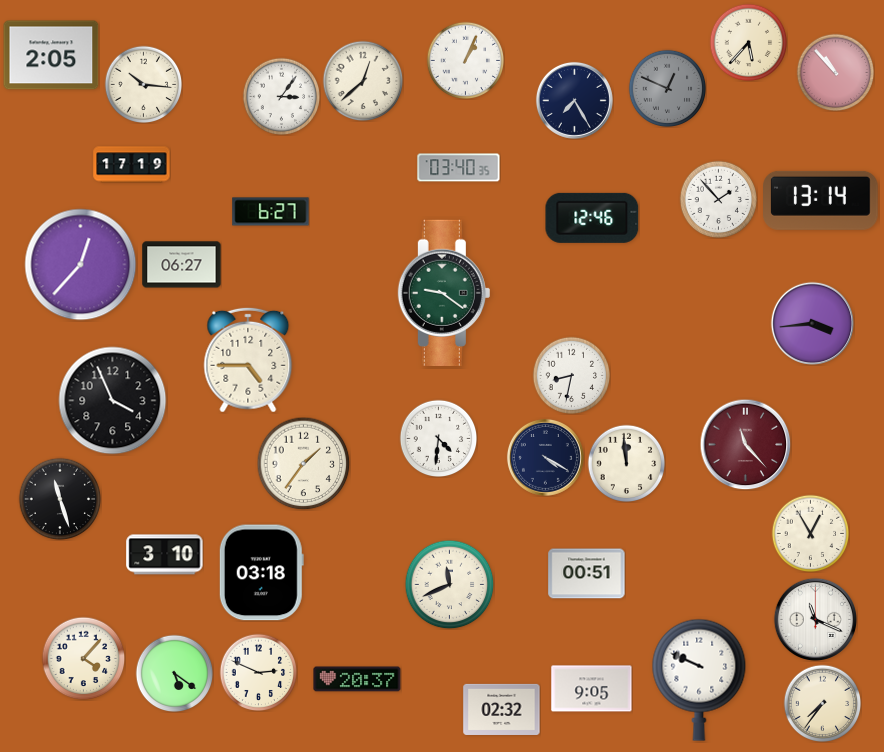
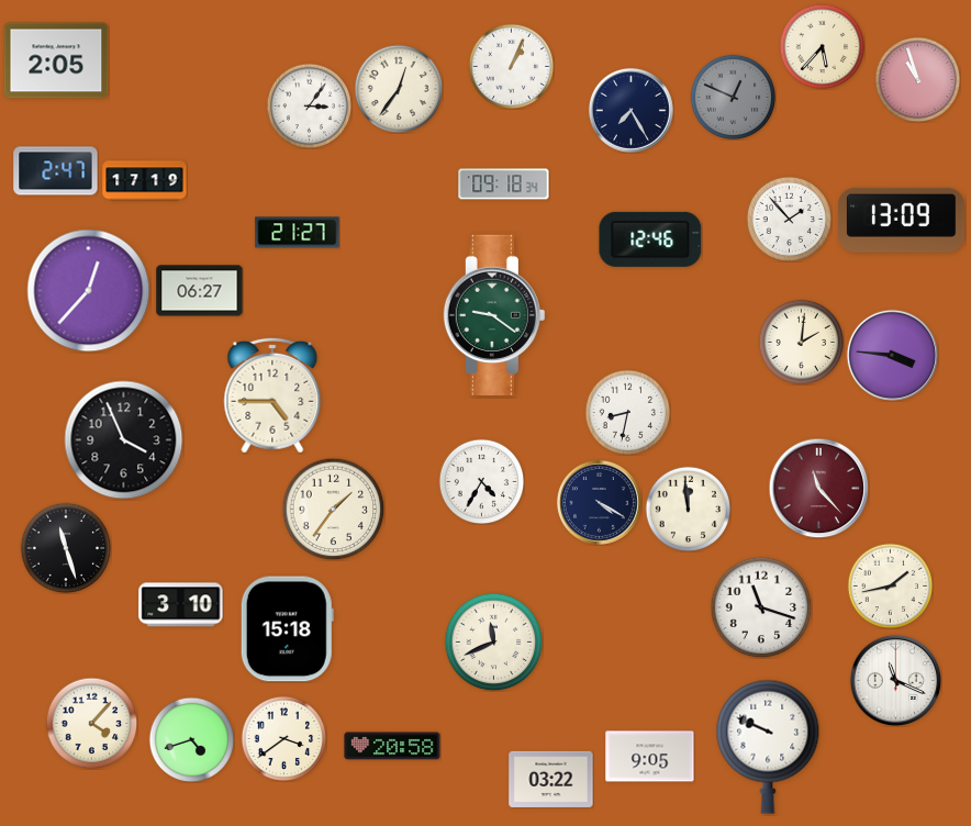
clock at (835, 72): 10:53 -> 10:57
clock at (363, 81): 12:38 -> 12:36
clock at (143, 84): 10:16 -> none
clock at (56, 171): none -> 2:47
clock at (459, 168): 03:40 -> 09:18
clock at (821, 200): 13:14 -> 13:09
clock at (271, 212): 6:27 -> 21:27
clock at (444, 292) position: (444, 292) -> (494, 314)
clock at (801, 342): none -> 2:01
clock at (812, 323): 3:44 -> 3:46
clock at (438, 438): 4:31 -> 4:35
clock at (810, 533): 12:55 -> 1:43
clock at (761, 607): none -> 11:18
clock at (165, 555) position: (165, 555) -> (181, 605)
clock at (261, 573): 03:18 -> 15:18
clock at (587, 574): 00:51 -> none
clock at (258, 672): 2:49 -> 3:39
clock at (174, 673): 5:21 -> 4:42
clock at (357, 679): 20:37 -> 20:58
clock at (822, 703): 7:36 -> none
clock at (502, 709): 02:32 -> 03:22
